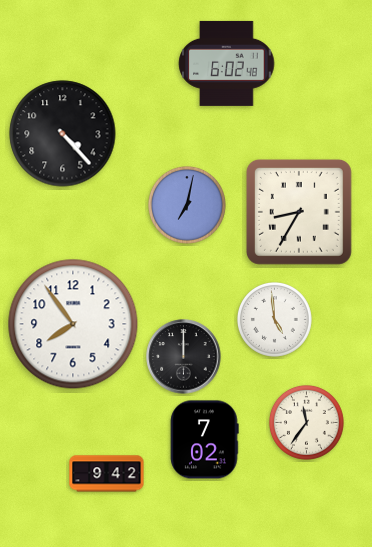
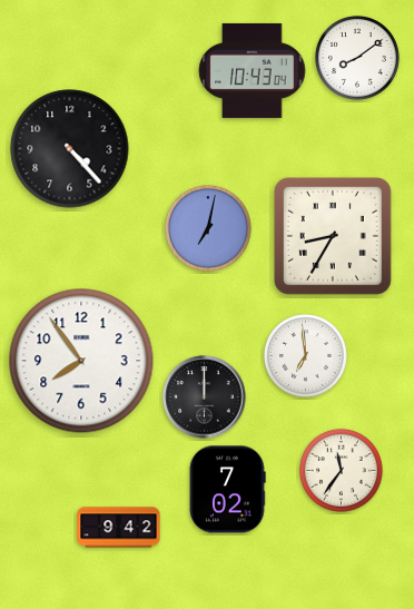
clock at (357, 58): none -> 8:09
clock at (227, 63): 6:02 -> 10:43
clock at (274, 319): 4:59 -> 6:59
